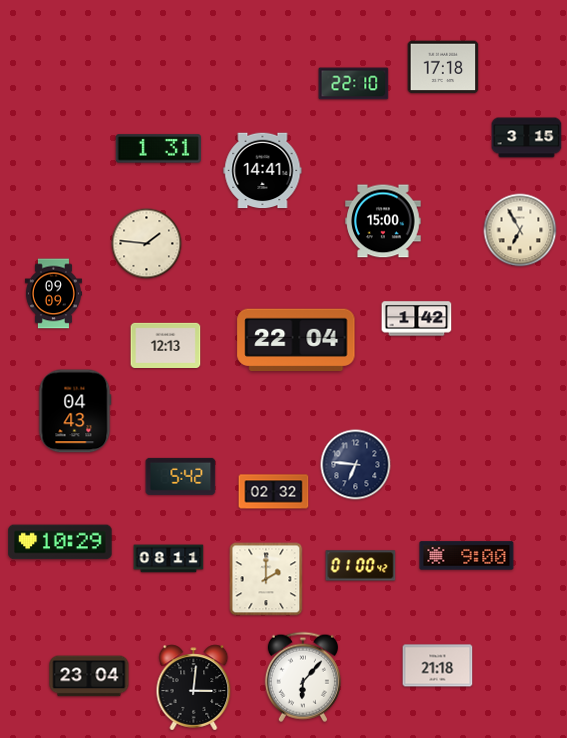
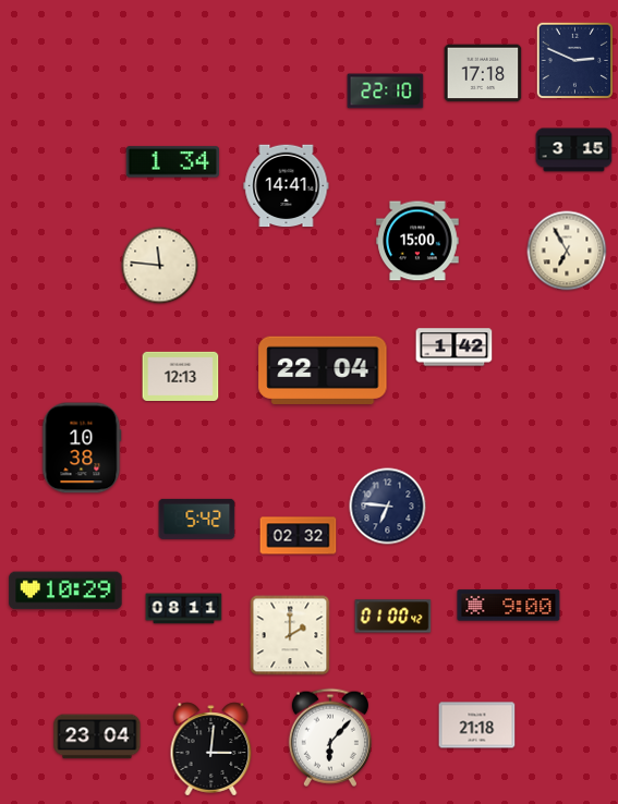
clock at (575, 61): none -> 2:49
clock at (158, 149): 1:31 -> 1:34
clock at (147, 244): 1:46 -> 11:46
clock at (53, 294): 09:09 -> none
clock at (75, 411): 04:43 -> 10:38
clock at (266, 579) position: (266, 579) -> (290, 635)
